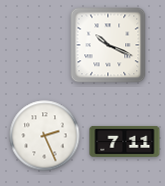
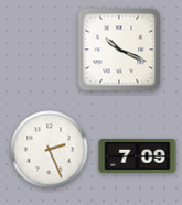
clock at (125, 141): 7:11 -> 7:09
